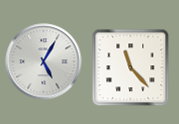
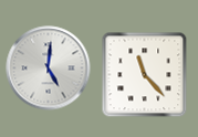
clock at (44, 62): 5:05 -> 5:01
